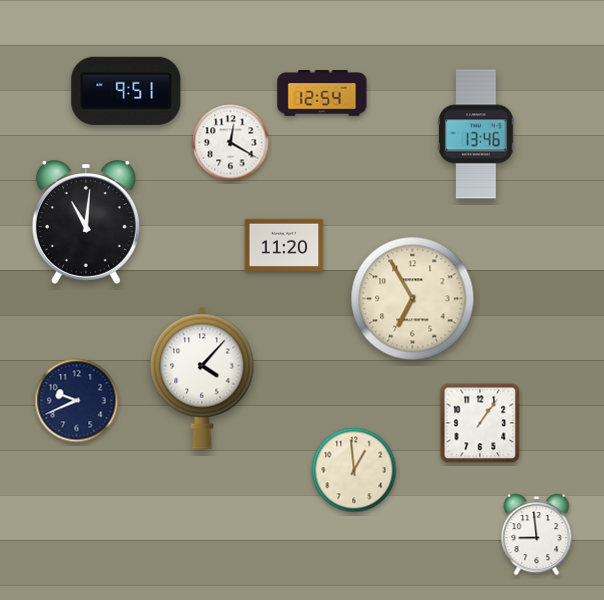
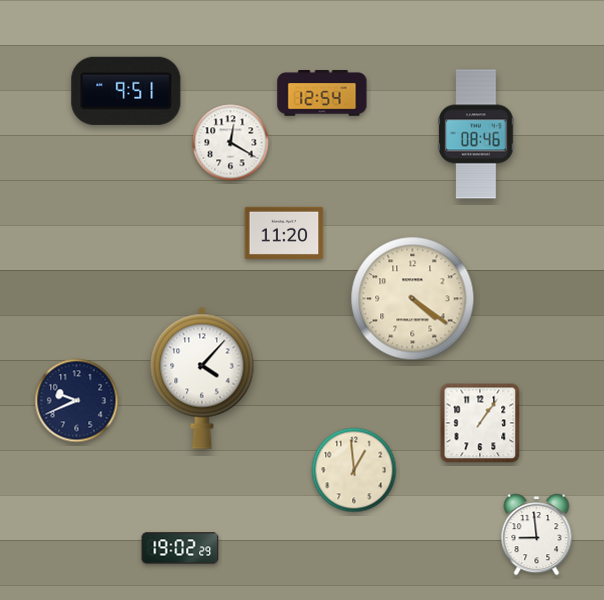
clock at (476, 134): 13:46 -> 08:46
clock at (86, 222): 11:01 -> none
clock at (284, 245) position: (284, 245) -> (284, 233)
clock at (413, 299): 6:55 -> 4:21
clock at (180, 548): none -> 19:02
